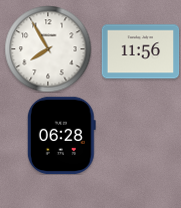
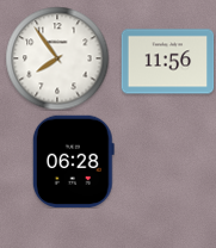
clock at (48, 49): 7:55 -> 7:54
